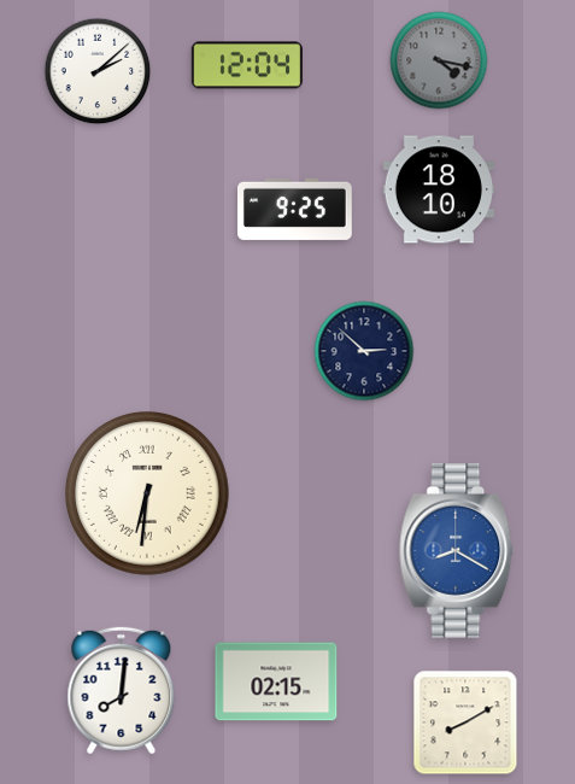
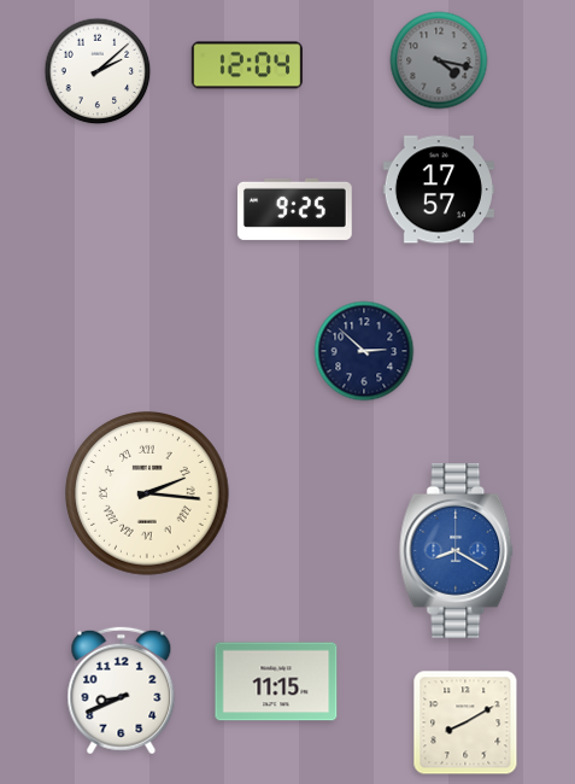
clock at (438, 189): 18:10 -> 17:57
clock at (148, 495): 6:31 -> 2:16
clock at (276, 681): 02:15 -> 11:15
clock at (122, 691): 8:01 -> 8:41
